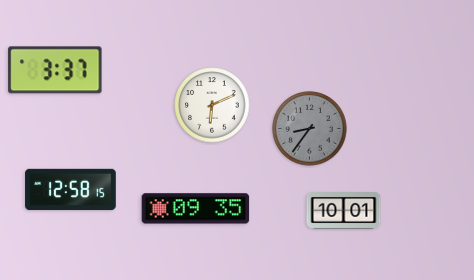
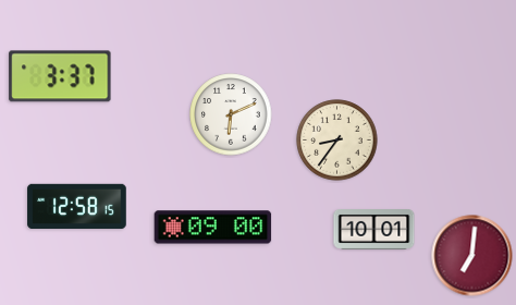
clock at (310, 129) dial: grey -> cream
clock at (196, 209): 09:35 -> 09:00
clock at (472, 256): none -> 7:01
